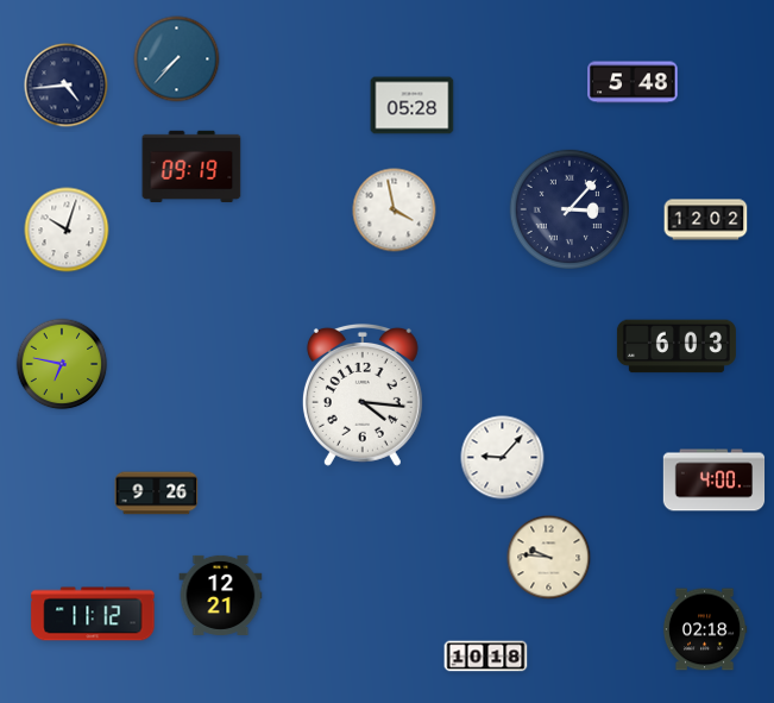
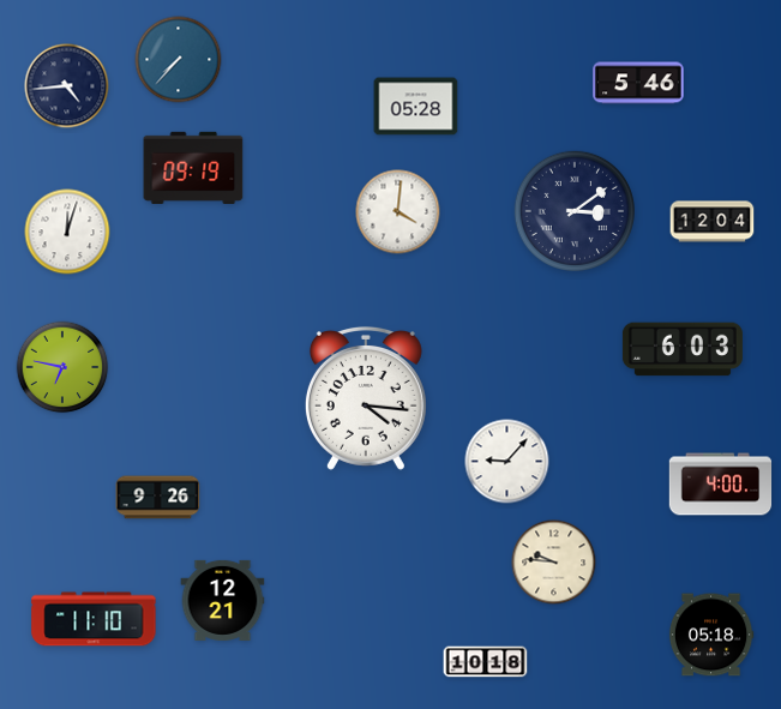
clock at (633, 82): 5:48 -> 5:46
clock at (568, 208): 3:07 -> 3:09
clock at (395, 211): 3:58 -> 4:01
clock at (706, 220): 12:02 -> 12:04
clock at (67, 230): 10:03 -> 12:03
clock at (93, 614): 11:12 -> 11:10
clock at (705, 629): 02:18 -> 05:18
clock at (486, 657) position: (486, 657) -> (486, 662)
